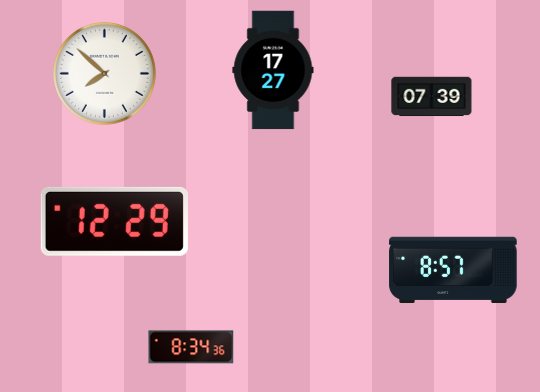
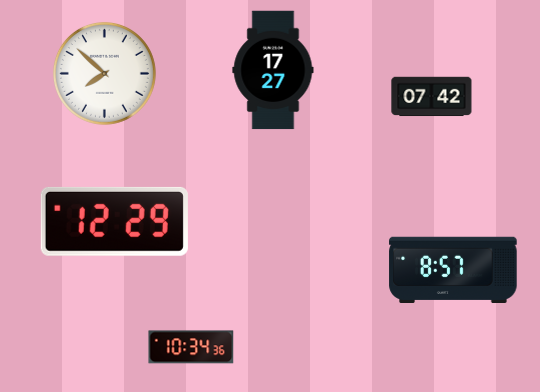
clock at (432, 97): 07:39 -> 07:42
clock at (191, 347): 8:34 -> 10:34
